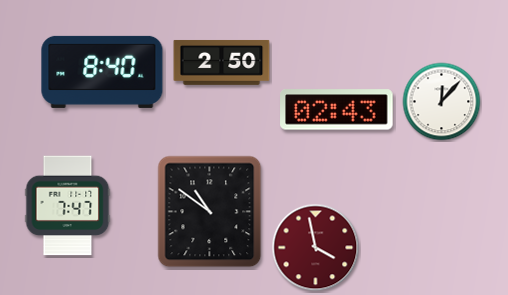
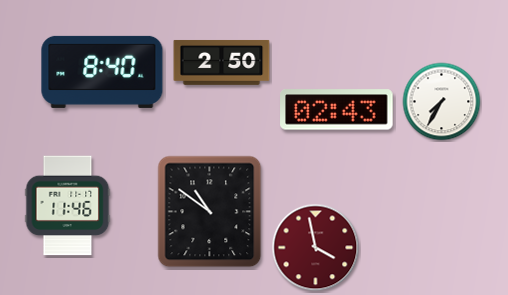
clock at (442, 102): 12:07 -> 7:35
clock at (68, 206): 7:47 -> 11:46
